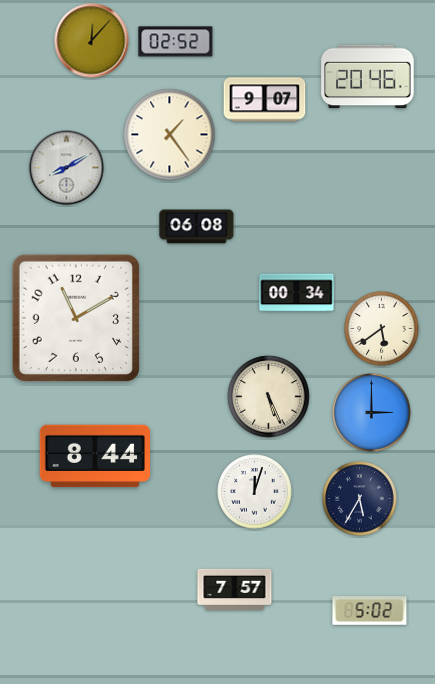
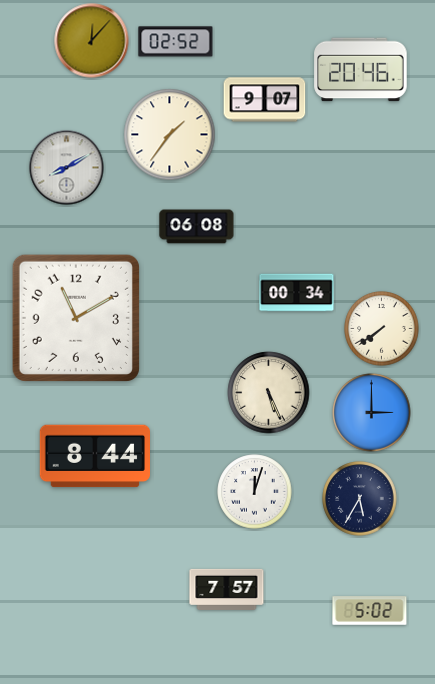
clock at (368, 77) position: (368, 77) -> (361, 70)
clock at (170, 135): 1:24 -> 1:36
clock at (382, 329): 5:39 -> 7:39
clock at (269, 397) position: (269, 397) -> (269, 393)
clock at (235, 589) position: (235, 589) -> (227, 589)
